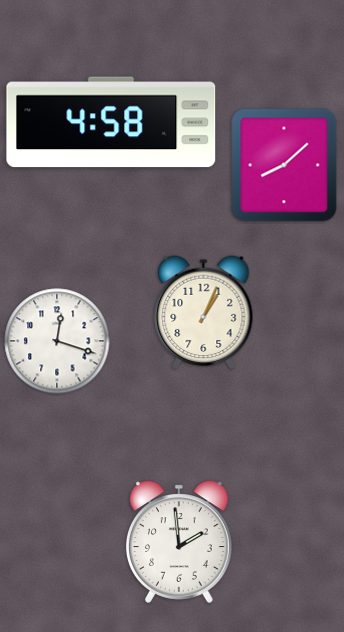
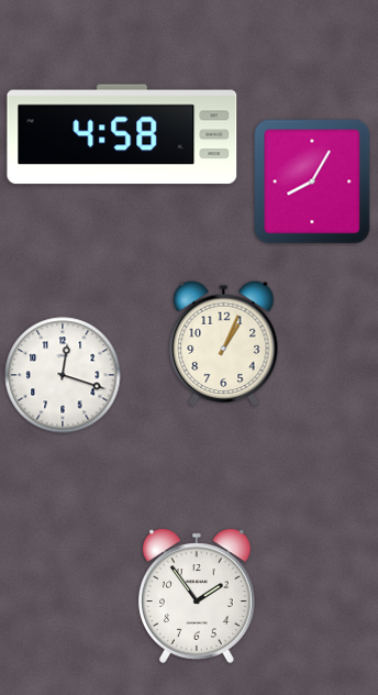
clock at (284, 165): 8:08 -> 8:05
clock at (179, 542): 1:59 -> 1:54
